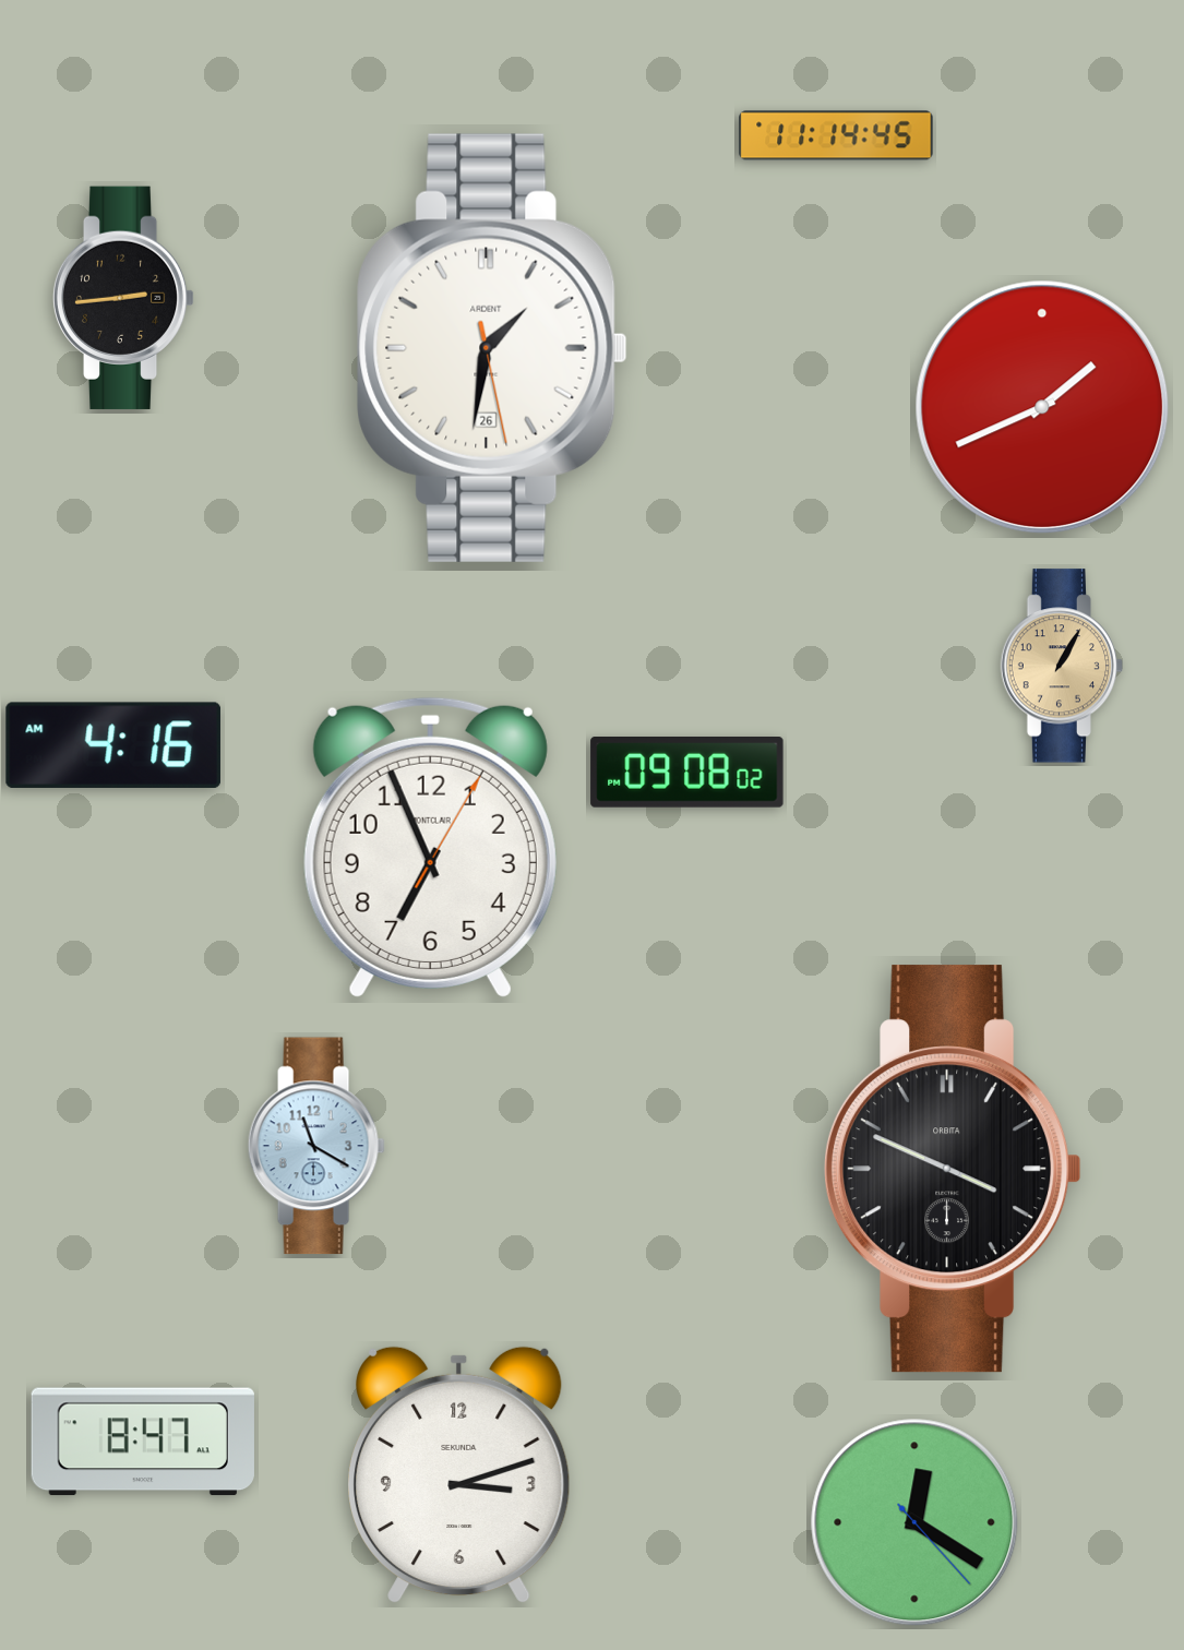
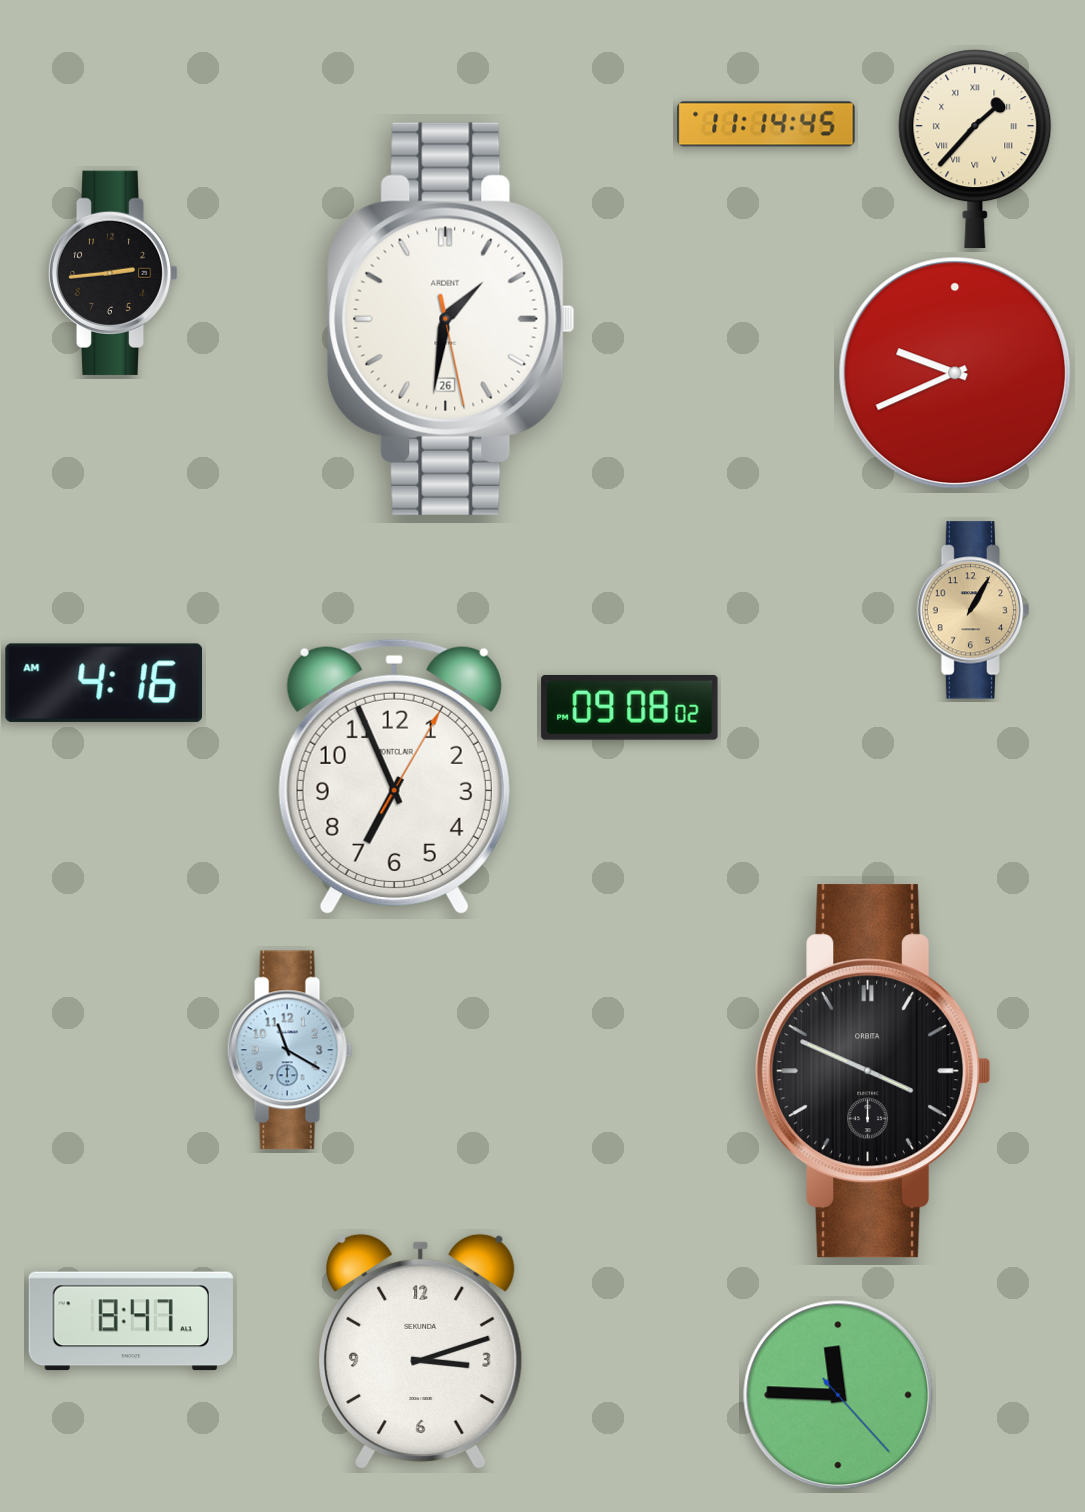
clock at (975, 149): none -> 1:37
clock at (1042, 407): 1:41 -> 9:41
clock at (914, 1522): 12:20 -> 11:45
